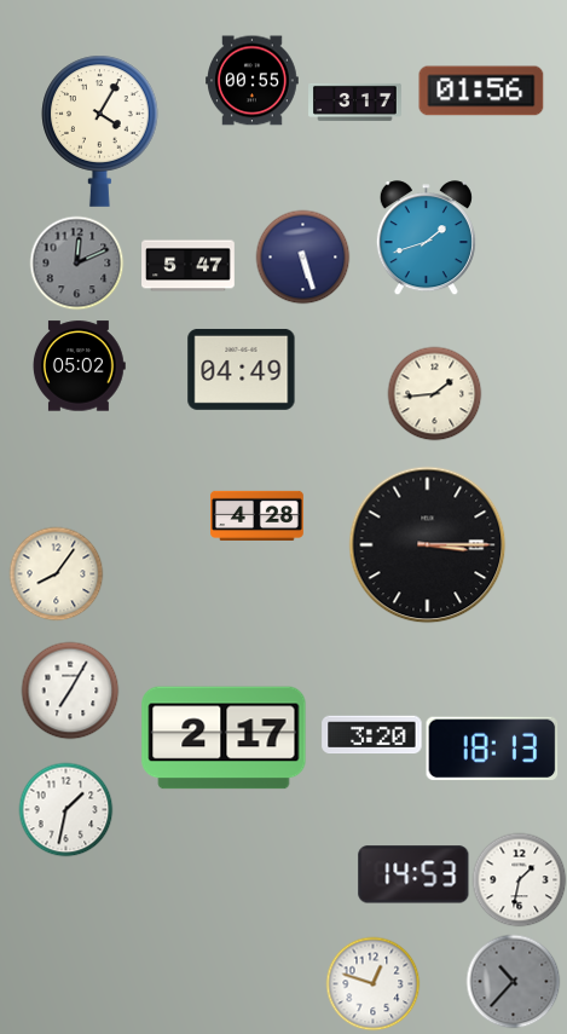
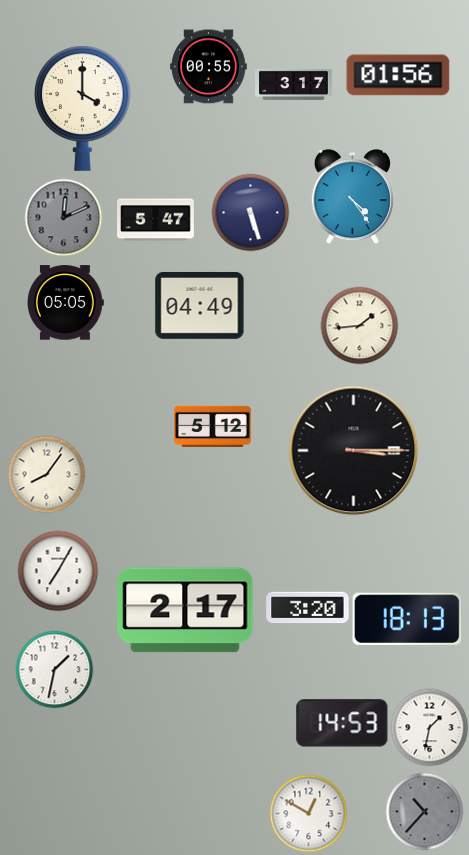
clock at (100, 131): 4:05 -> 4:00
clock at (426, 238): 1:42 -> 4:24
clock at (79, 366): 05:02 -> 05:05
clock at (258, 515): 4:28 -> 5:12
clock at (372, 983): 12:48 -> 12:50
